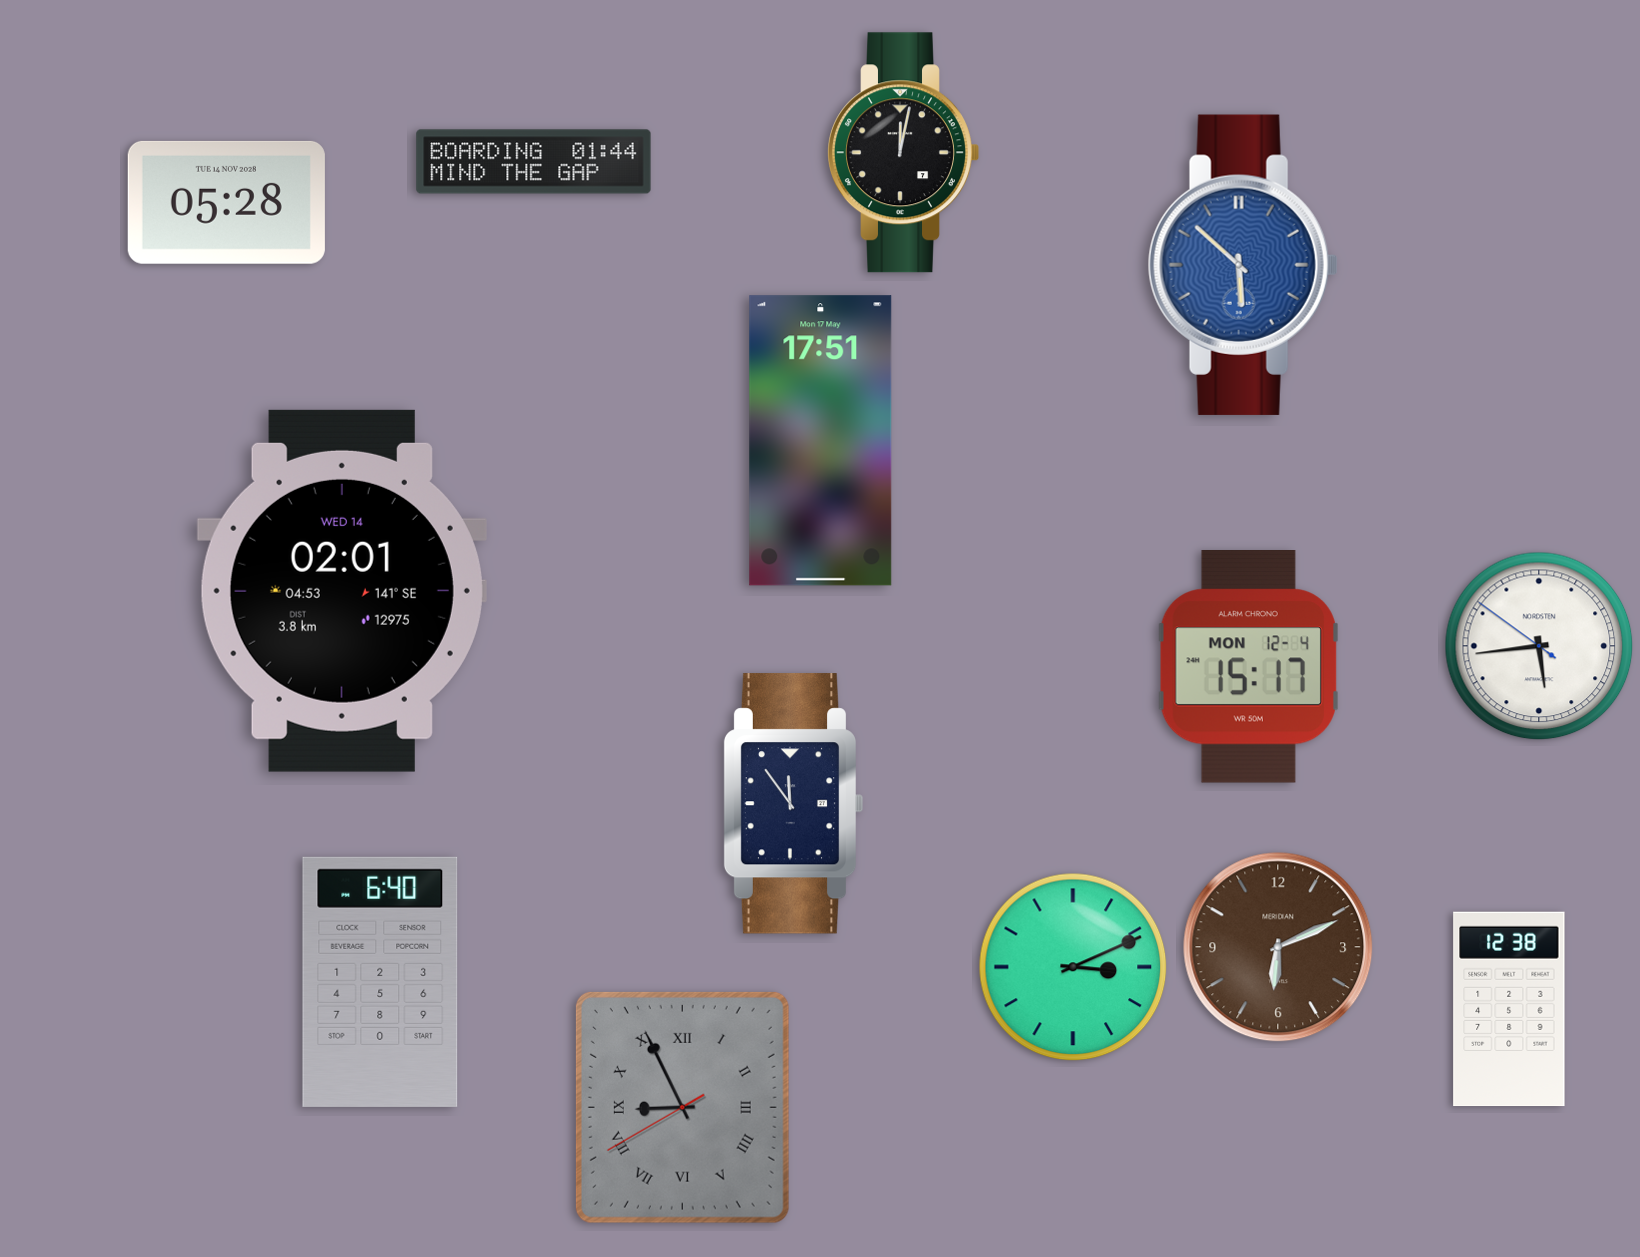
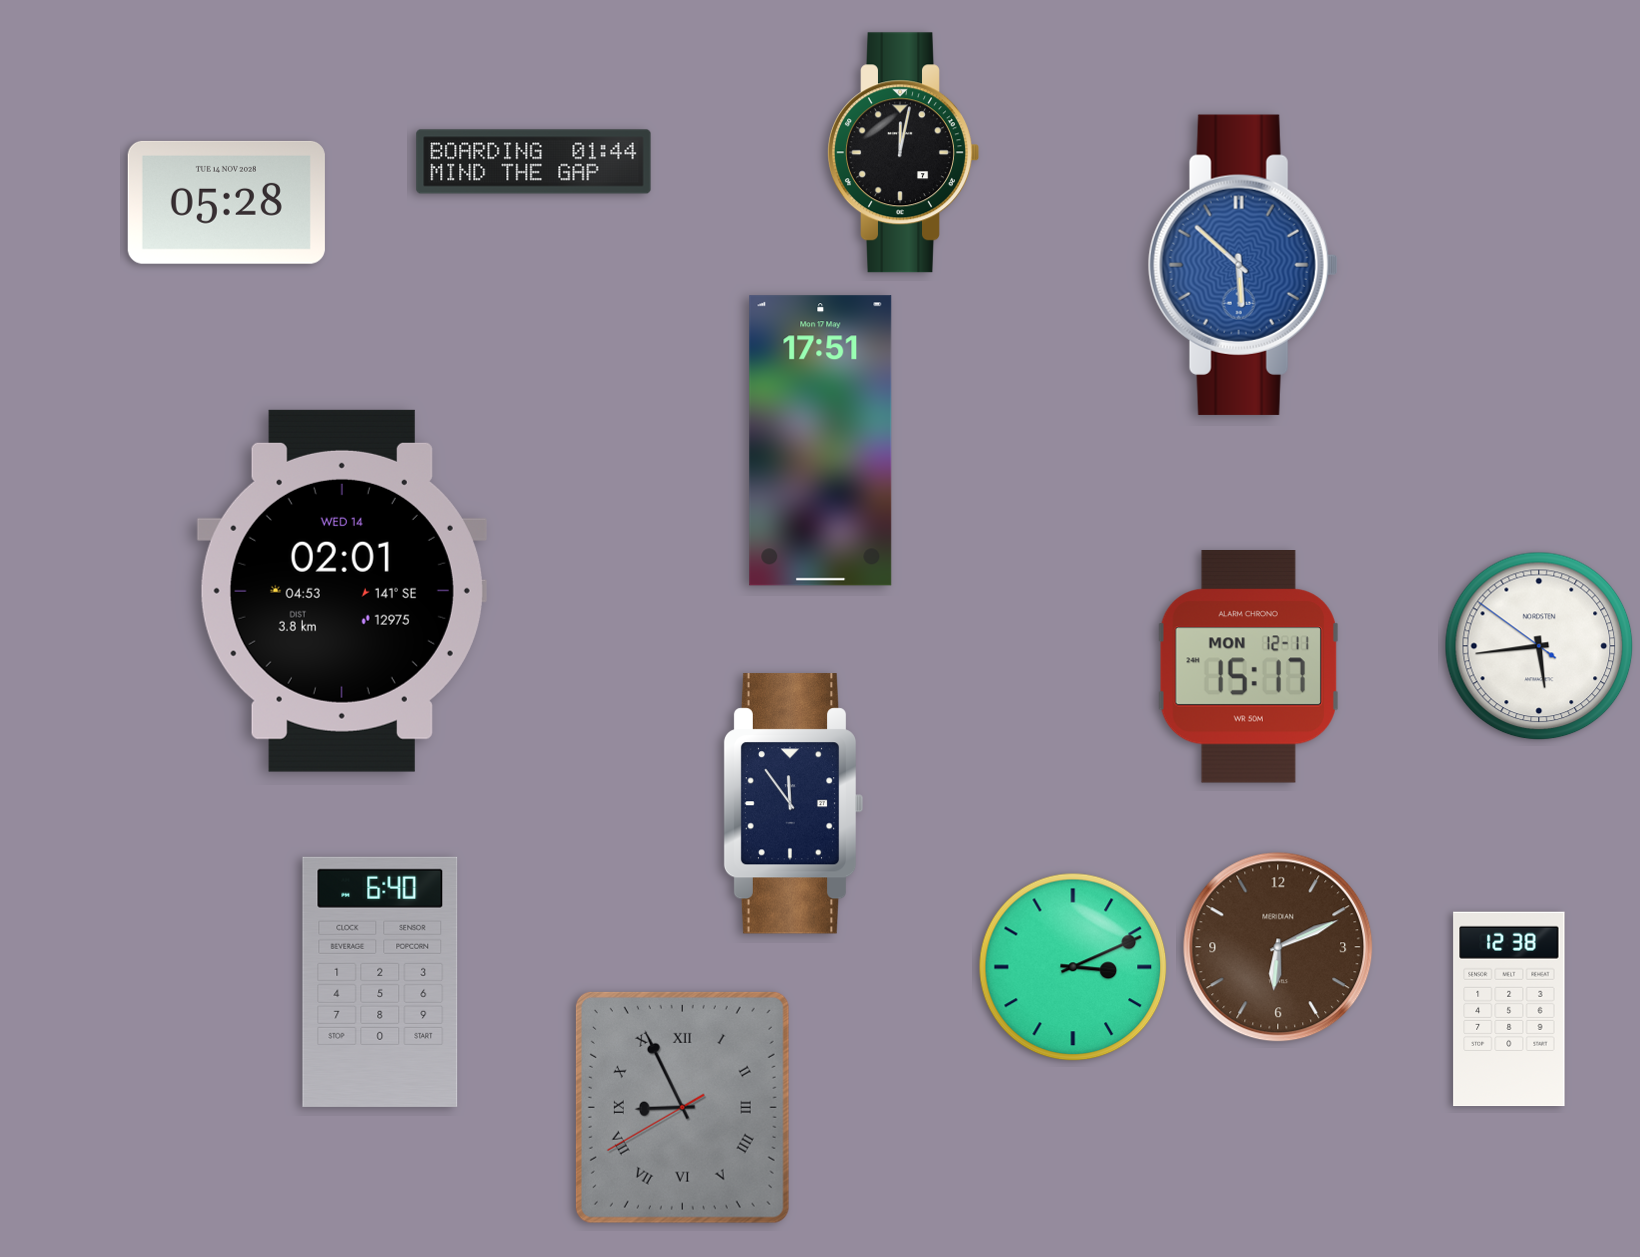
clock at (1248, 667) date: MON 12-4 -> MON 12-11
